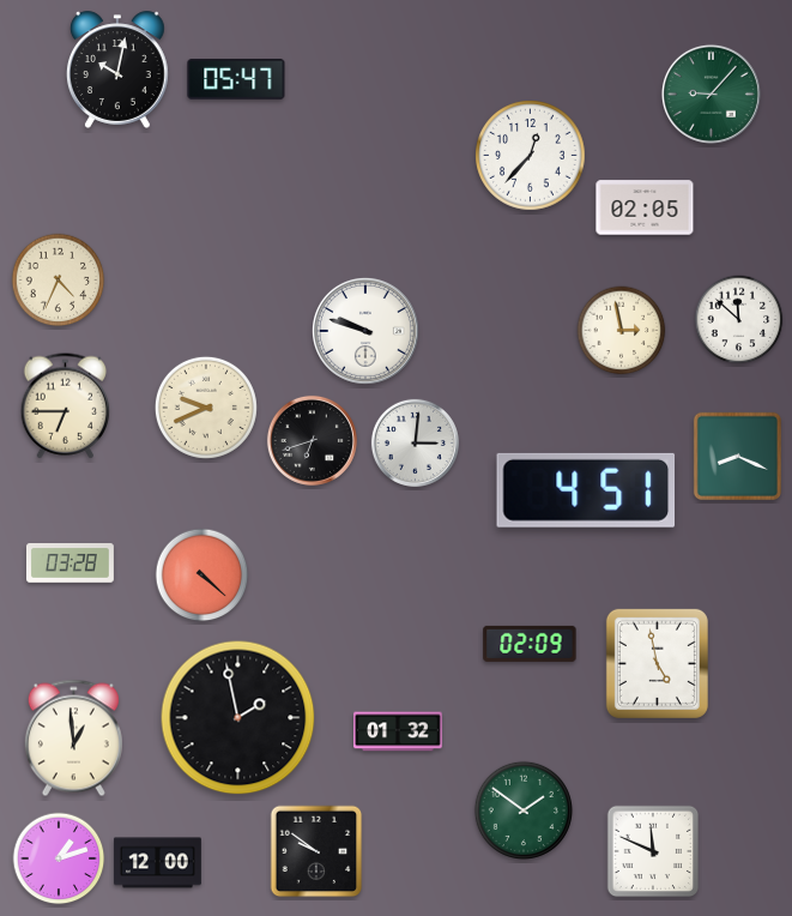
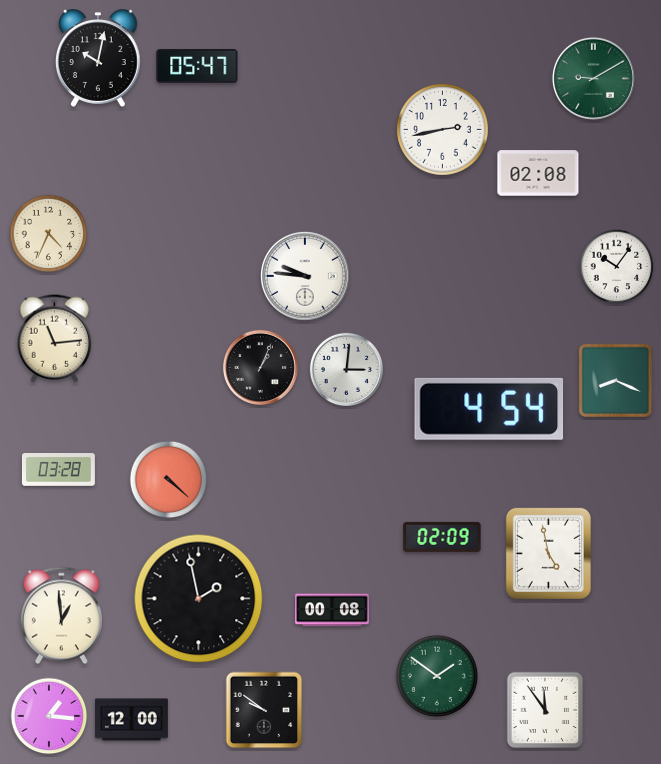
clock at (711, 94): 9:07 -> 9:10
clock at (531, 156): 12:37 -> 2:43
clock at (645, 207): 02:05 -> 02:08
clock at (739, 320): 11:52 -> 10:06
clock at (365, 331): 9:48 -> 9:46
clock at (622, 331): 2:58 -> none
clock at (66, 406): 6:45 -> 11:14
clock at (206, 408): 9:41 -> none
clock at (312, 440): 6:42 -> 1:04
clock at (586, 490): 4:51 -> 4:54
clock at (399, 731): 01:32 -> 00:08
clock at (653, 851): 11:49 -> 11:54
clock at (59, 858): 1:12 -> 1:16
